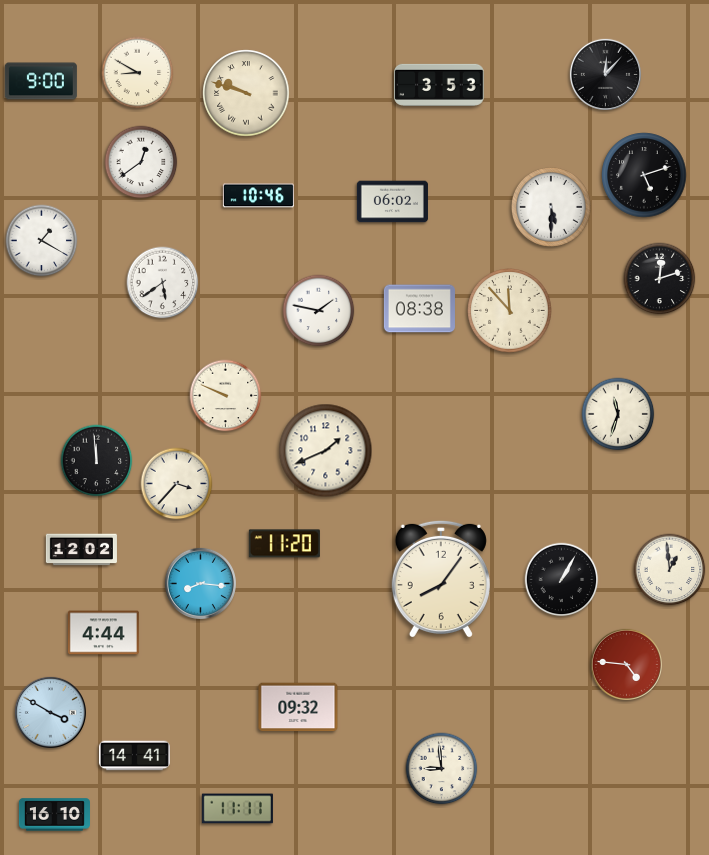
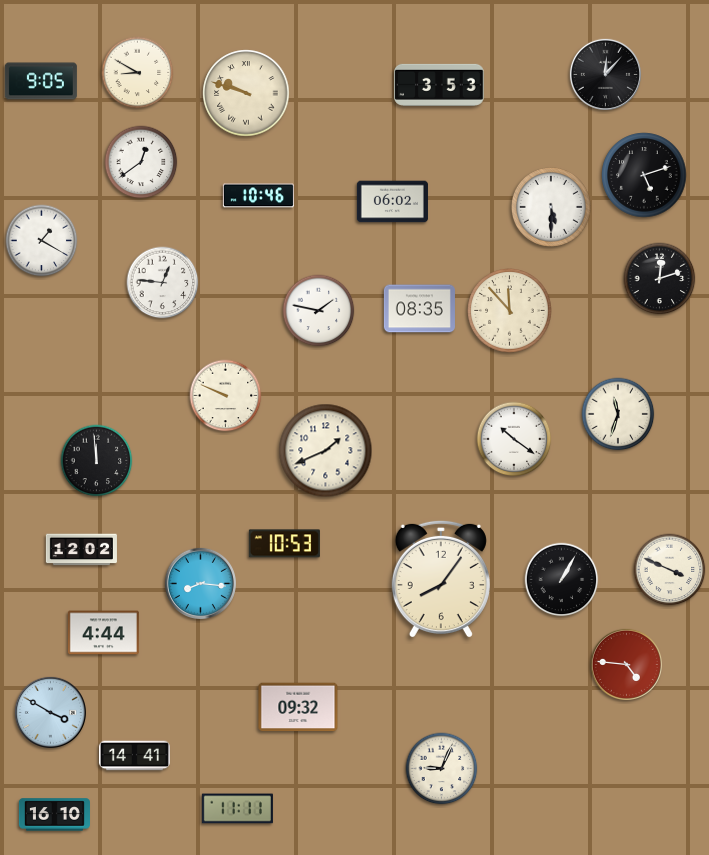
clock at (41, 81): 9:00 -> 9:05
clock at (163, 283): 5:39 -> 12:46
clock at (419, 309): 08:38 -> 08:35
clock at (514, 439): none -> 10:21
clock at (177, 484): 3:37 -> none
clock at (284, 544): 11:20 -> 10:53
clock at (670, 570): 12:59 -> 3:49
clock at (442, 769): 8:59 -> 9:04
